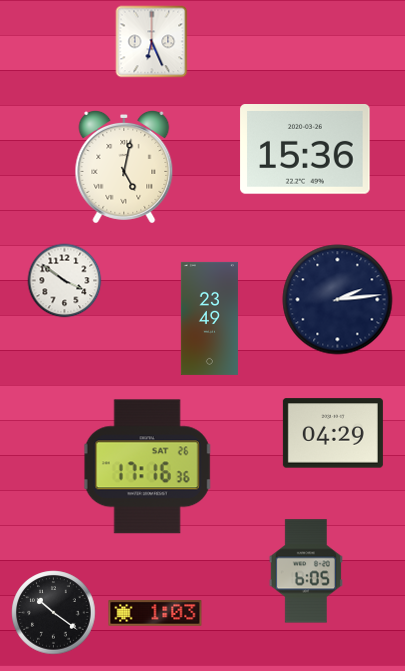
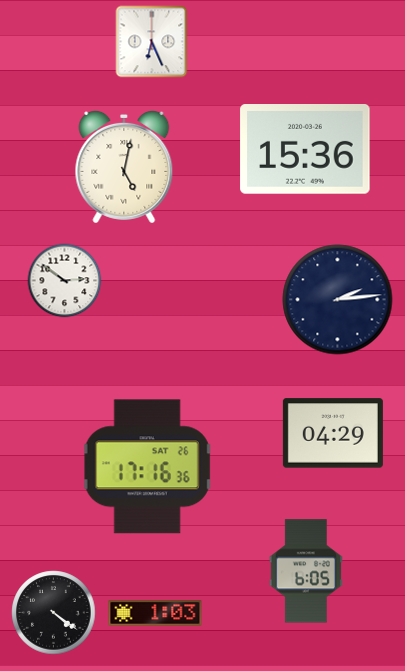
clock at (65, 281): 3:51 -> 2:51
clock at (209, 318): 23:49 -> none
clock at (54, 613): 10:21 -> 4:21
